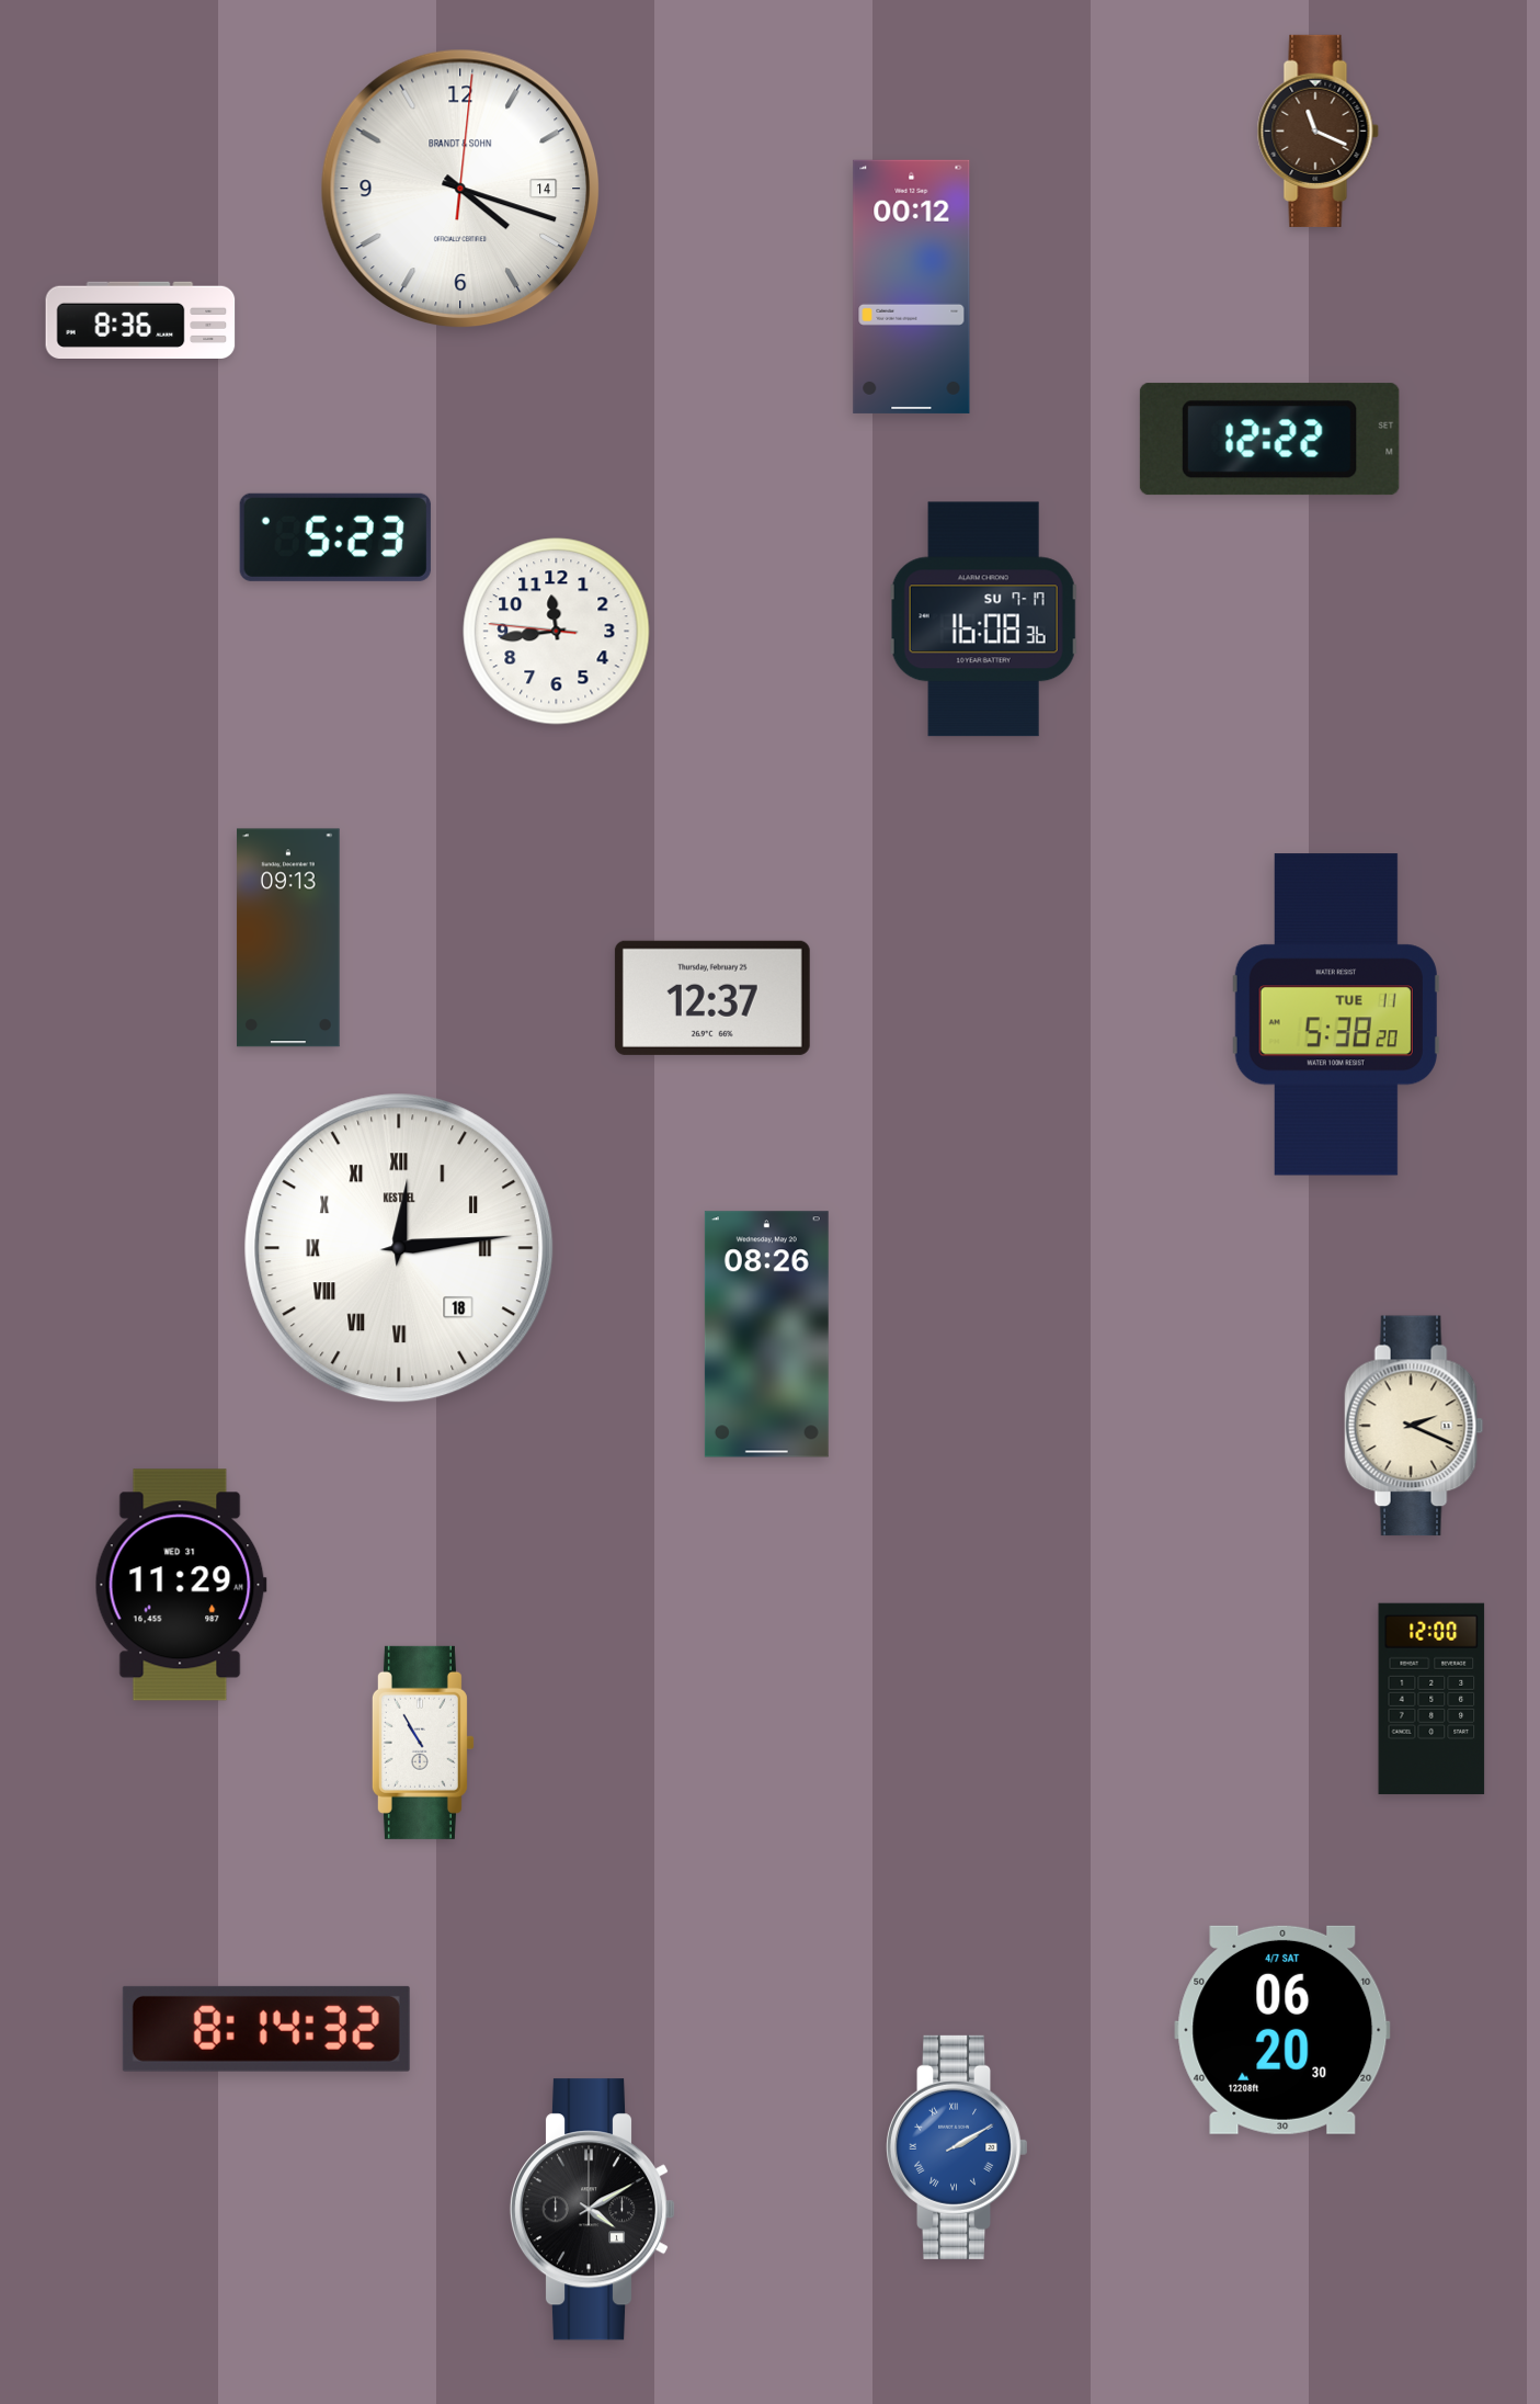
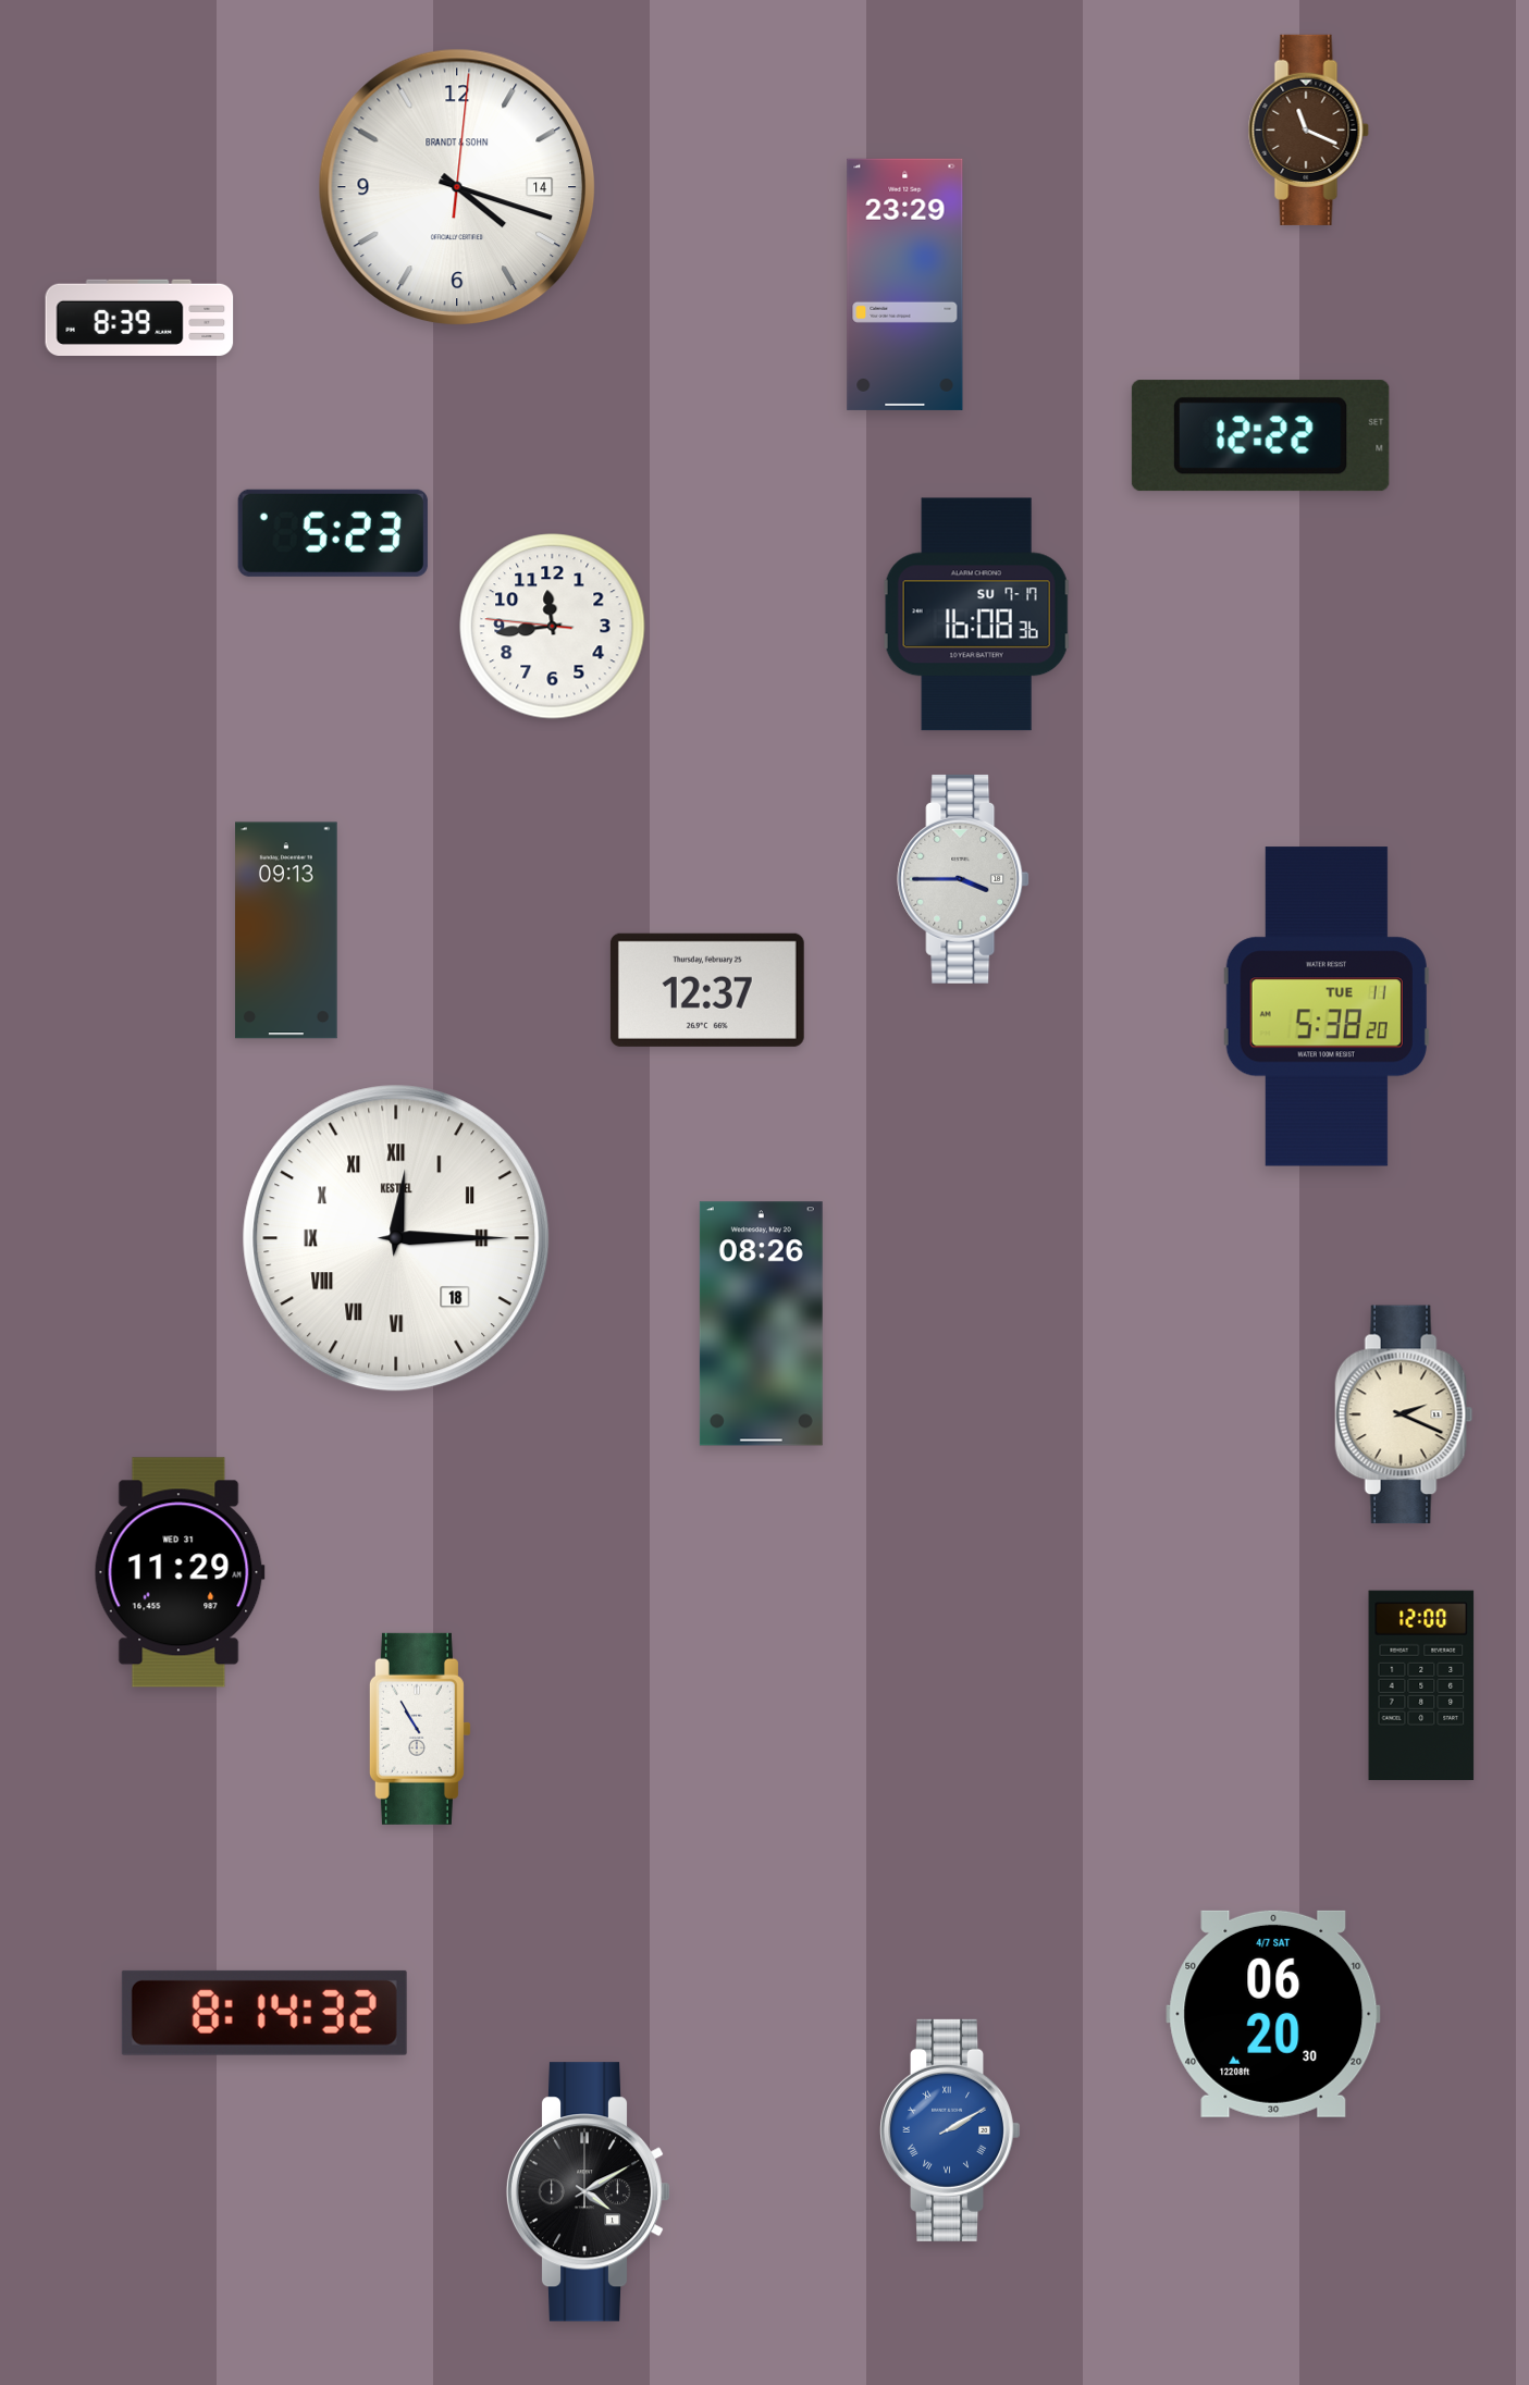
clock at (912, 286): 00:12 -> 23:29
clock at (140, 319): 8:36 -> 8:39
clock at (963, 879): none -> 3:45
clock at (399, 1248): 12:14 -> 12:15
